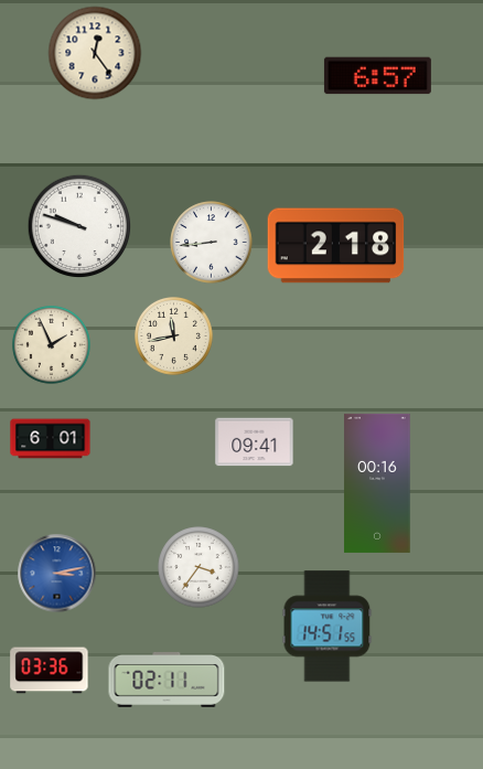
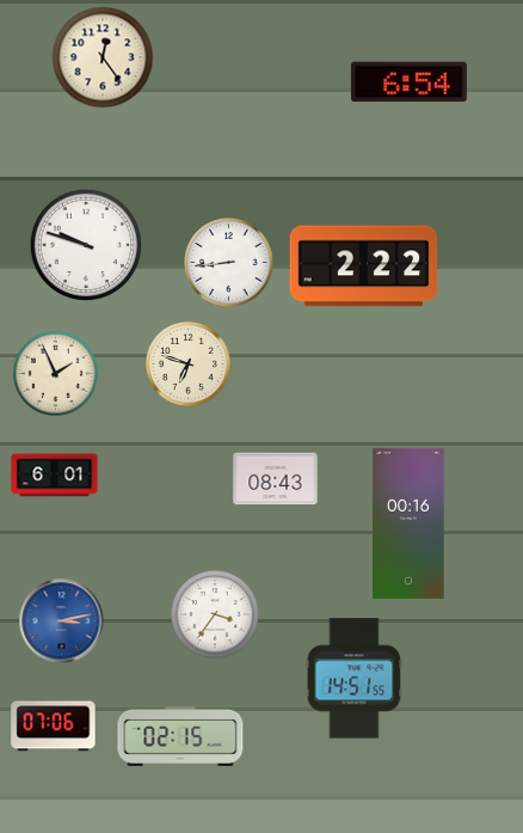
clock at (377, 76): 6:57 -> 6:54
clock at (336, 246): 2:18 -> 2:22
clock at (174, 337): 11:43 -> 6:48
clock at (255, 442): 09:41 -> 08:43
clock at (50, 671): 03:36 -> 07:06
clock at (167, 680): 02:11 -> 02:15
